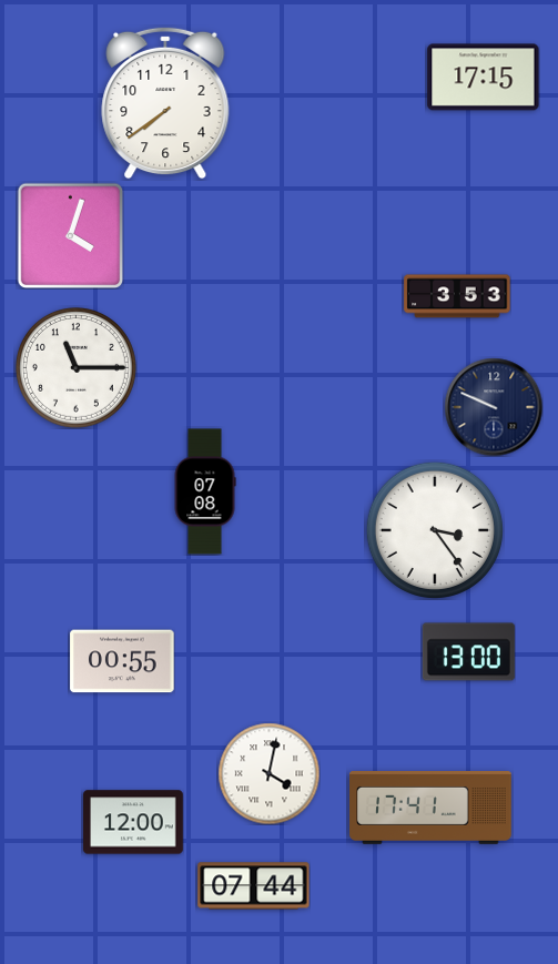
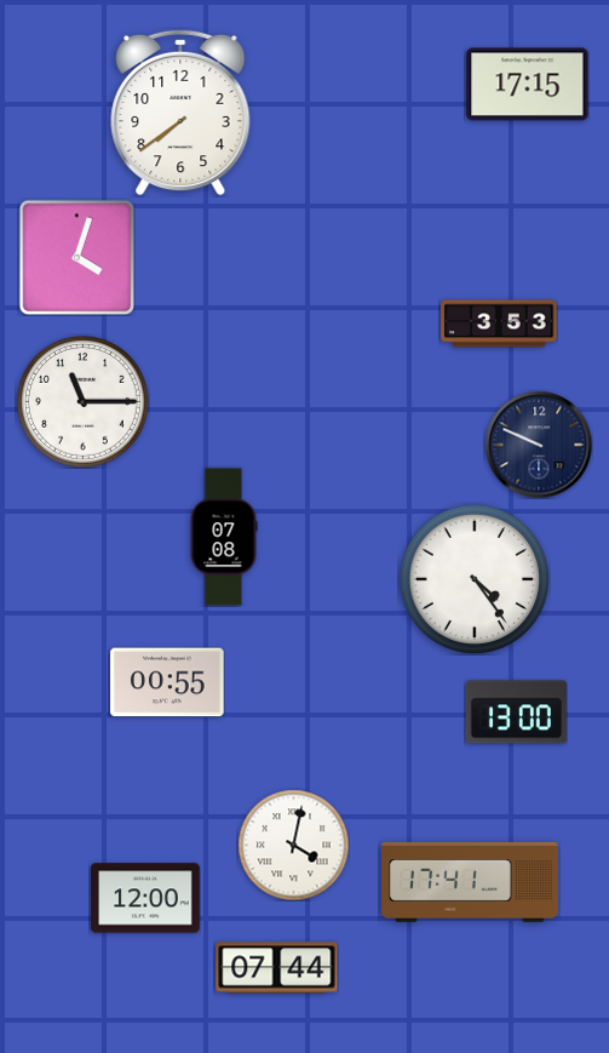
clock at (435, 530): 3:24 -> 4:24
clock at (468, 652) position: (468, 652) -> (516, 713)
clock at (122, 661) position: (122, 661) -> (167, 682)
